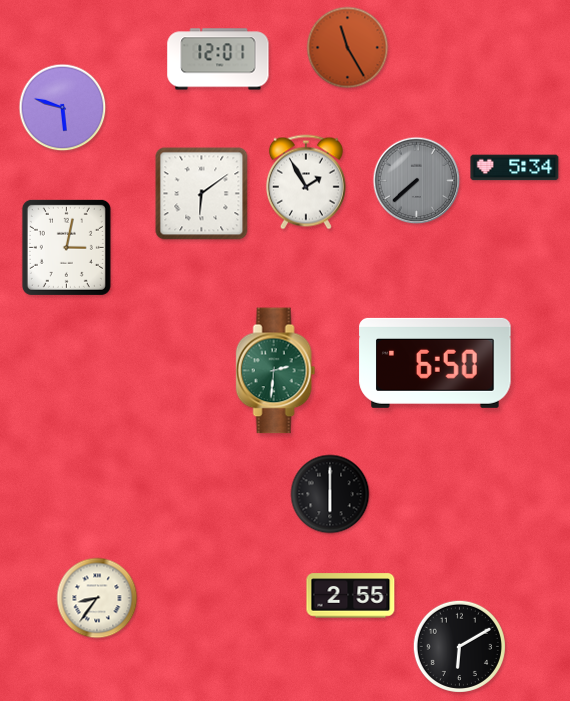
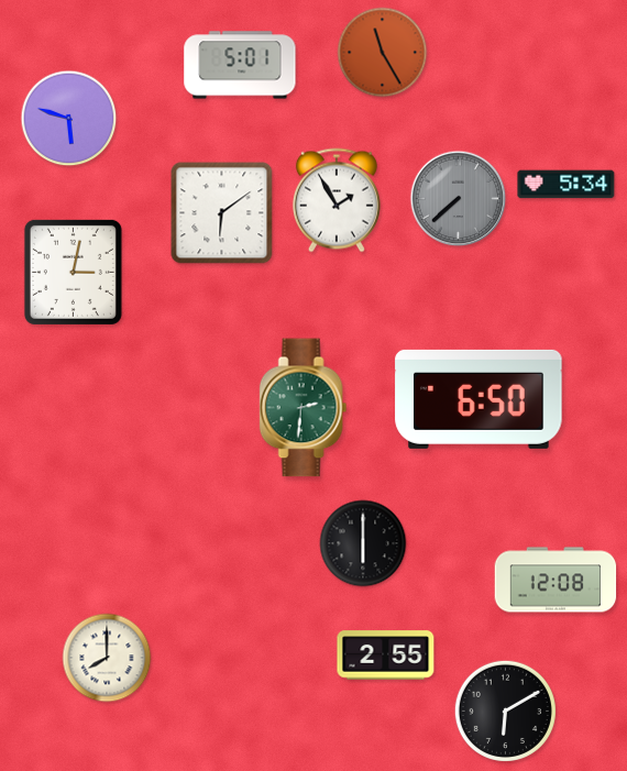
clock at (218, 59): 12:01 -> 5:01
clock at (555, 580): none -> 12:08
clock at (97, 598): 8:36 -> 8:00
